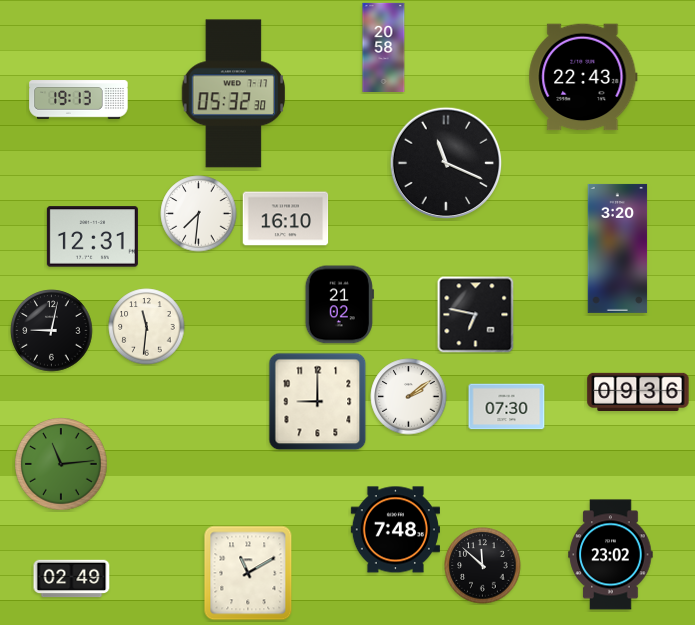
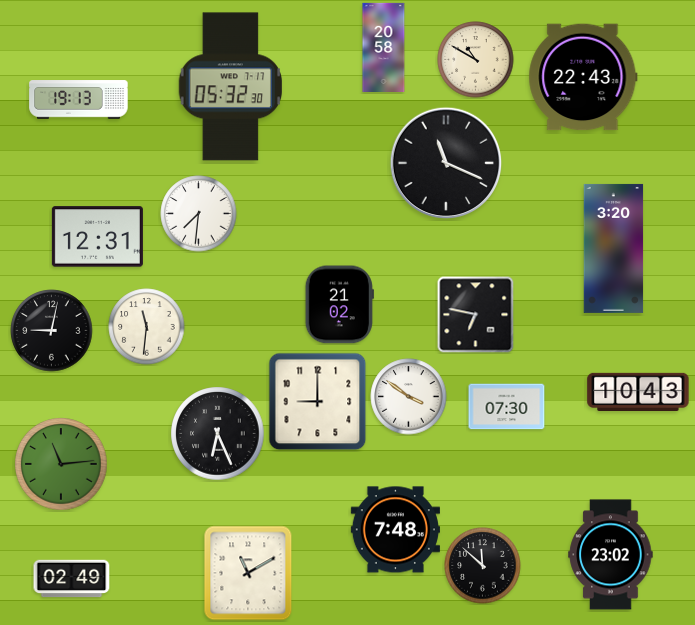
clock at (476, 60): none -> 10:50
clock at (234, 94) position: (234, 94) -> (231, 87)
clock at (286, 219): 16:10 -> none
clock at (92, 237) position: (92, 237) -> (97, 237)
clock at (618, 248) position: (618, 248) -> (614, 248)
clock at (638, 391): 09:36 -> 10:43
clock at (409, 397): 2:09 -> 3:51
clock at (218, 434): none -> 6:26
